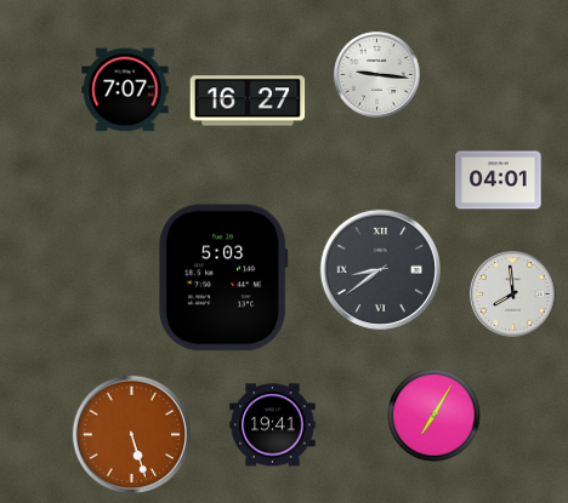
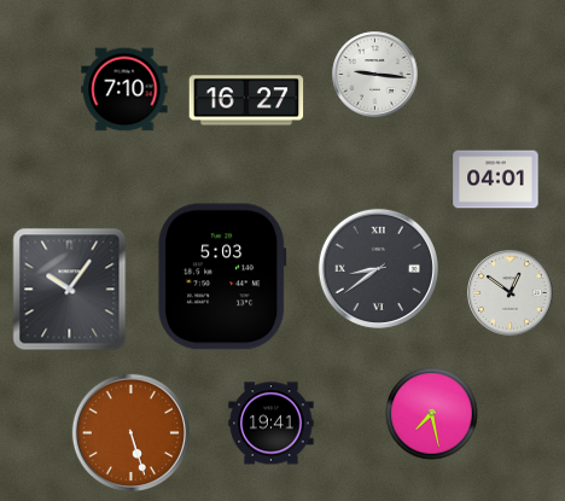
clock at (125, 90): 7:07 -> 7:10
clock at (70, 290): none -> 10:06
clock at (513, 295): 7:59 -> 12:51
clock at (434, 416): 7:05 -> 7:28
